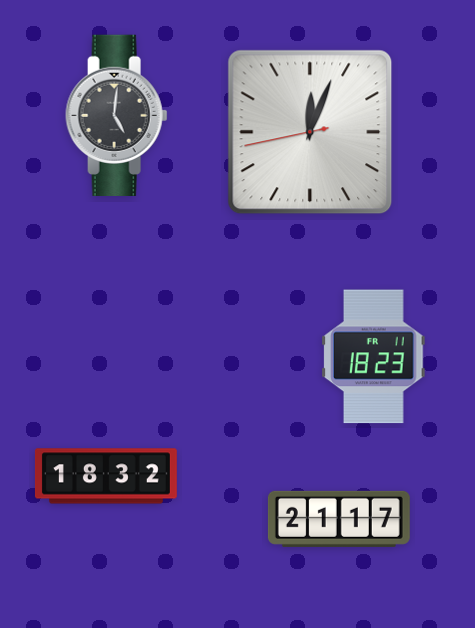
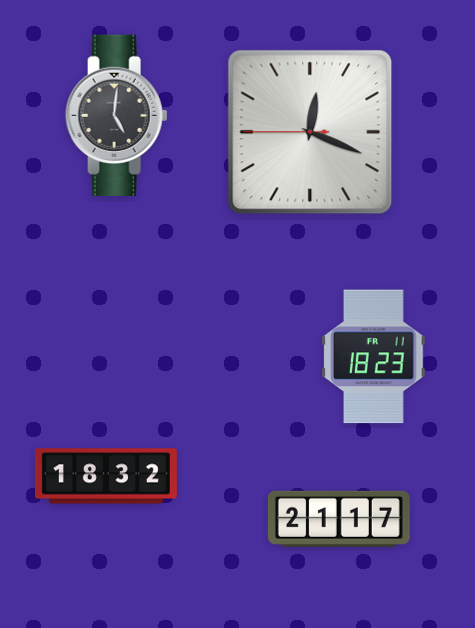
clock at (310, 132): 12:03 -> 12:18
